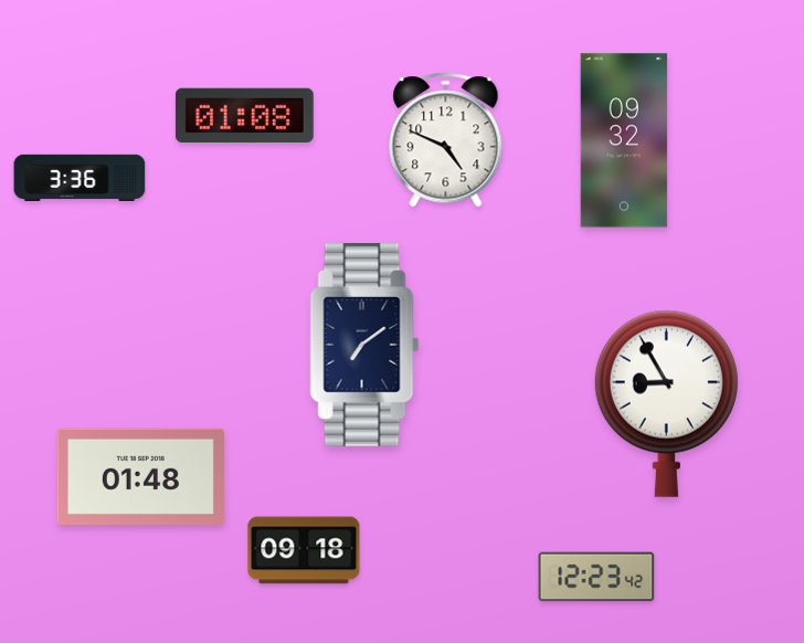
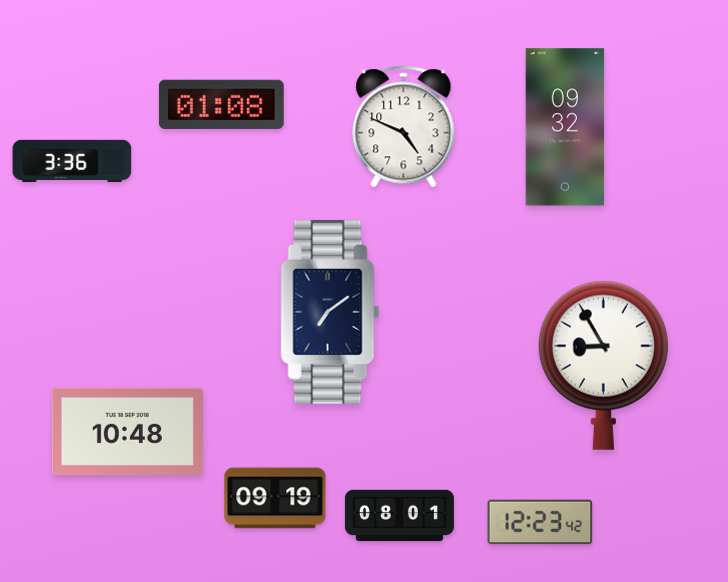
clock at (140, 476): 01:48 -> 10:48
clock at (304, 550): 09:18 -> 09:19
clock at (399, 516): none -> 08:01
